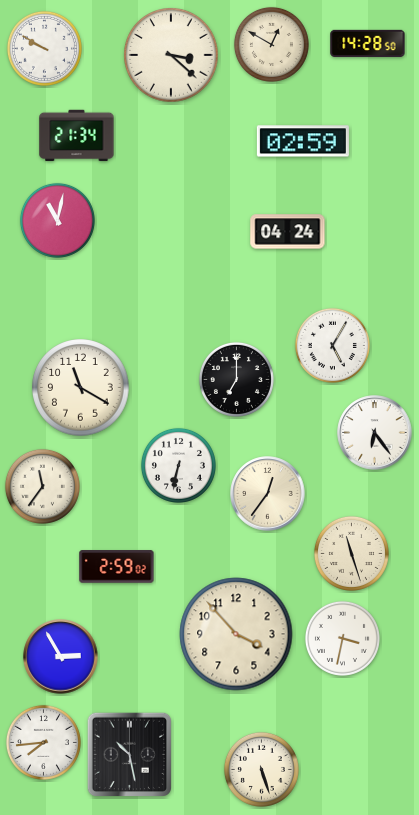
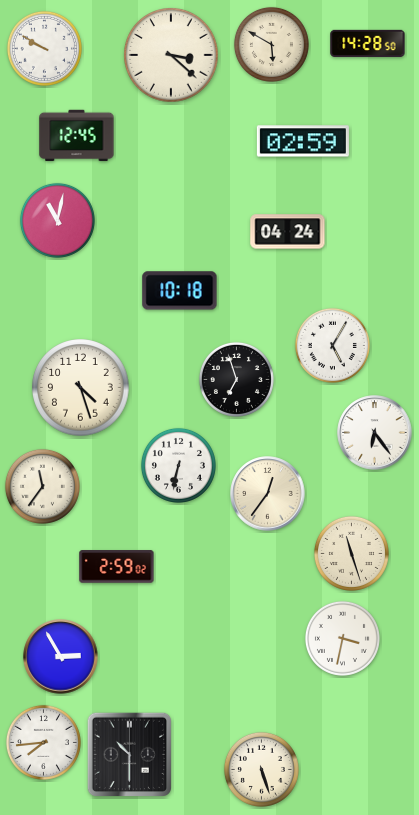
clock at (271, 44): 12:50 -> 5:50
clock at (77, 136): 21:34 -> 12:45
clock at (180, 291): none -> 10:18
clock at (236, 379): 7:00 -> 6:57
clock at (81, 388): 11:20 -> 4:27
clock at (236, 634): 3:53 -> none
clock at (130, 755): 10:28 -> 10:30
